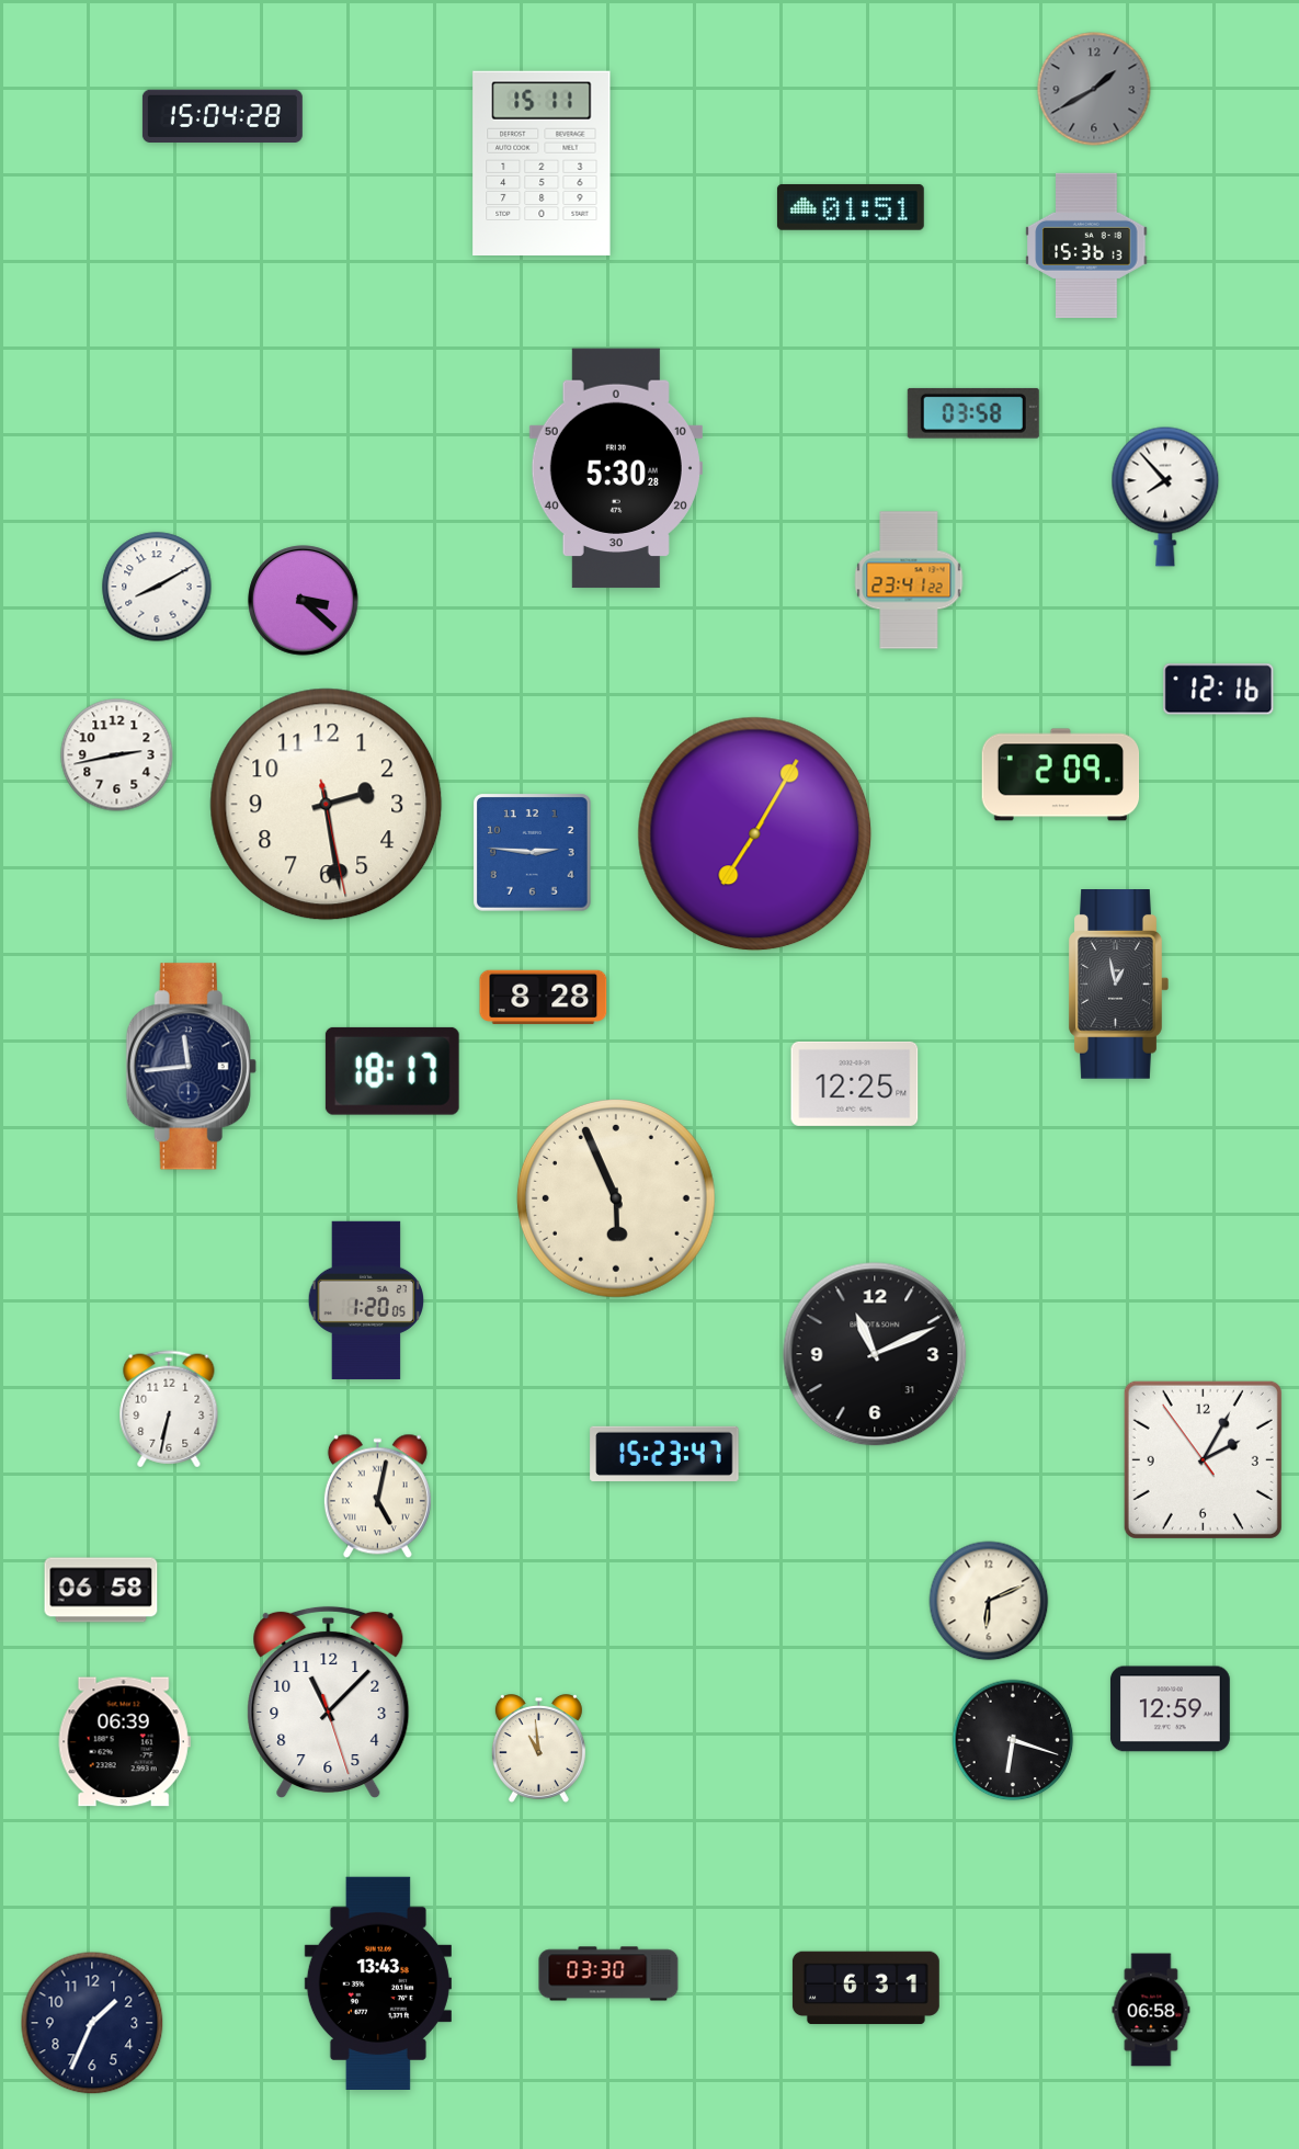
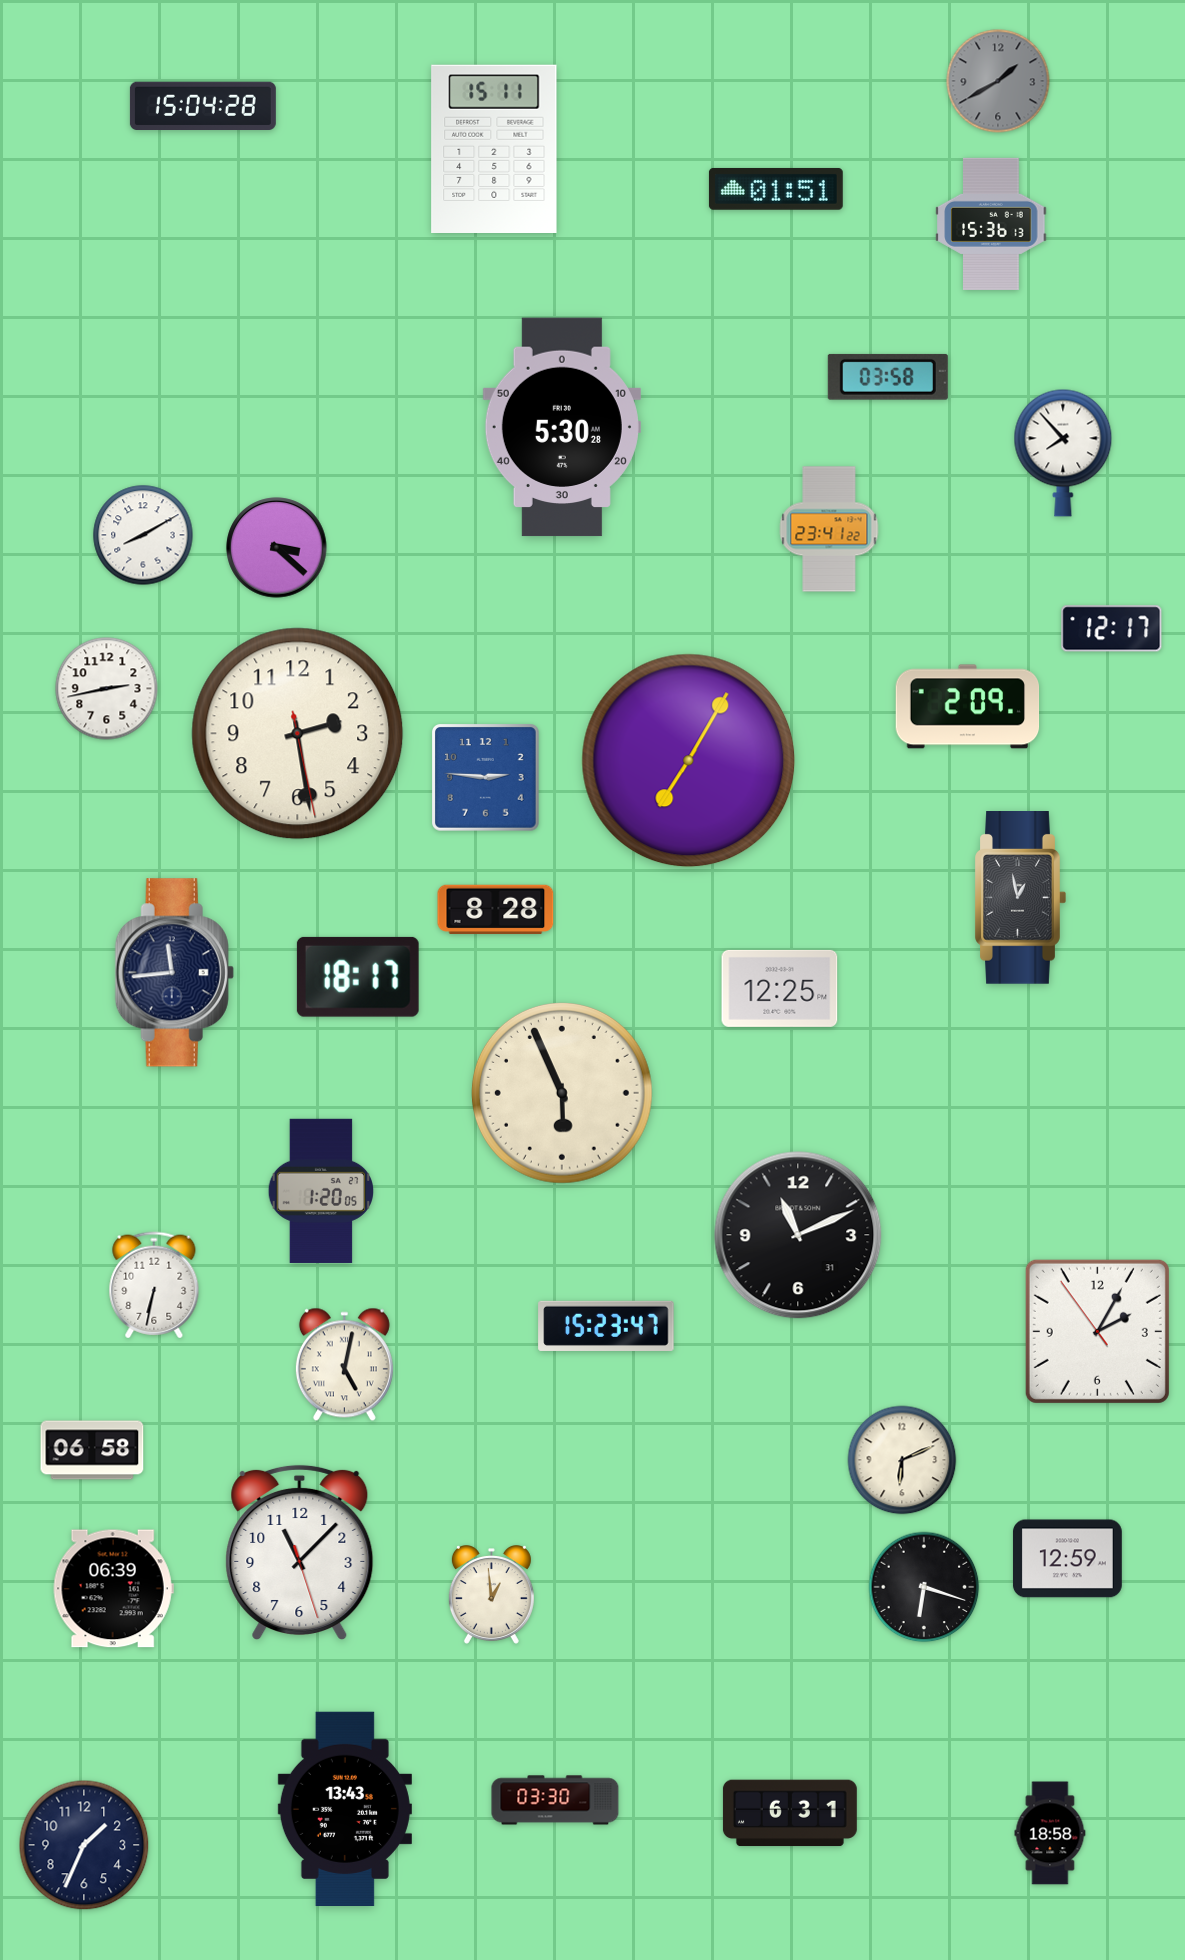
clock at (1219, 690): 12:16 -> 12:17
clock at (365, 1300) position: (365, 1300) -> (320, 1191)
clock at (538, 1749): 10:59 -> 12:59
clock at (1151, 2010): 06:58 -> 18:58
